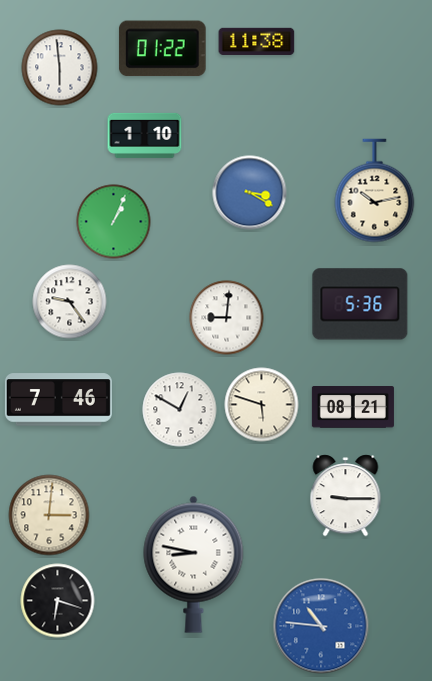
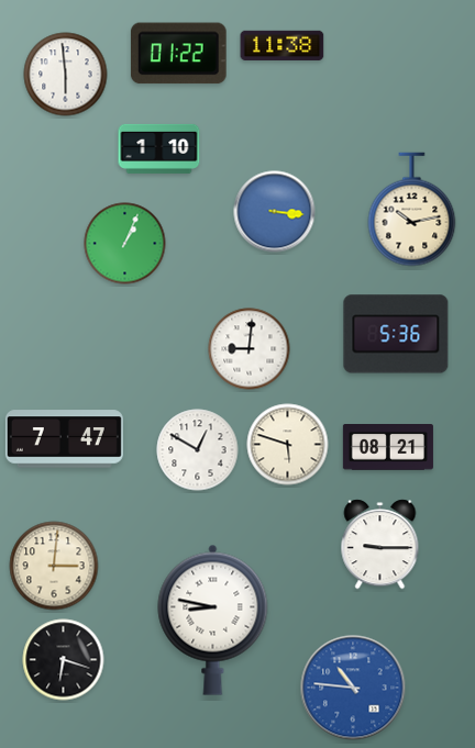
clock at (250, 193): 3:20 -> 3:16
clock at (70, 302): 9:24 -> none
clock at (58, 400): 7:46 -> 7:47
